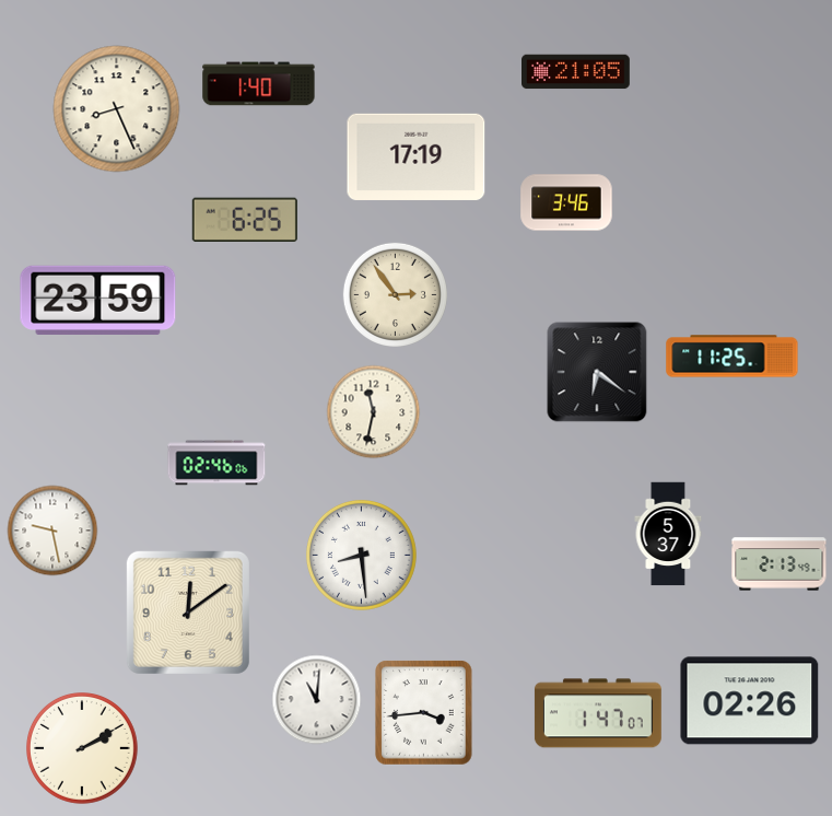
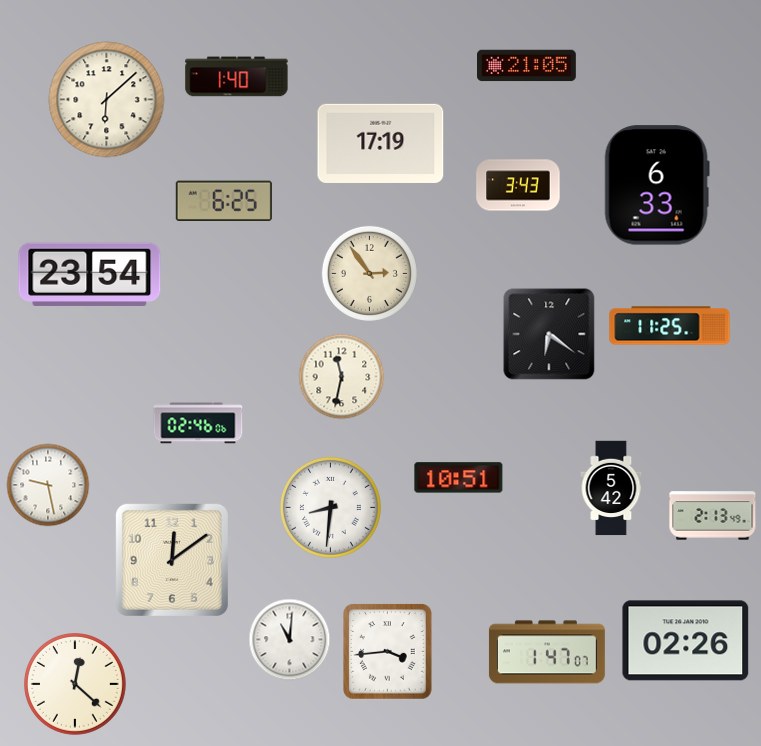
clock at (117, 109): 8:26 -> 6:08
clock at (566, 202): 3:46 -> 3:43
clock at (657, 185): none -> 6:33
clock at (395, 294) position: (395, 294) -> (369, 273)
clock at (98, 300): 23:59 -> 23:54
clock at (597, 372) position: (597, 372) -> (549, 334)
clock at (459, 478): none -> 10:51
clock at (668, 534): 5:37 -> 5:42
clock at (361, 555): 8:29 -> 8:31
clock at (83, 749): 2:10 -> 12:22
